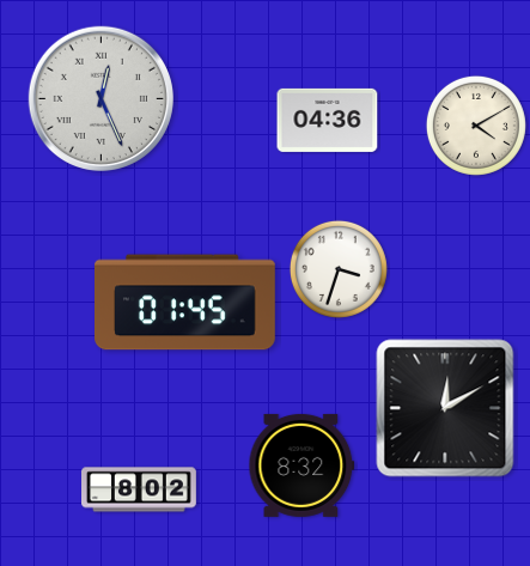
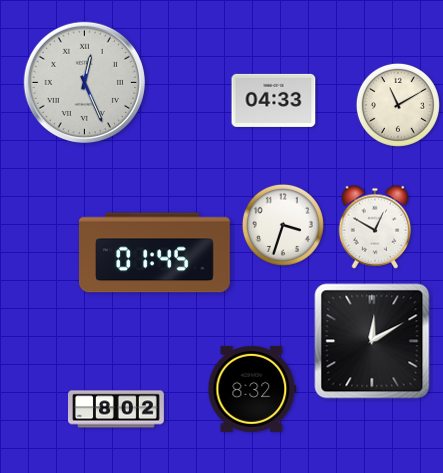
clock at (328, 120): 04:36 -> 04:33
clock at (476, 126): 4:10 -> 11:10
clock at (375, 227): none -> 12:50
